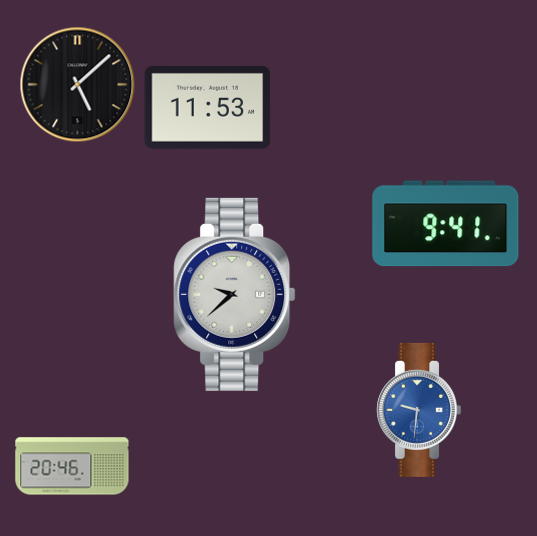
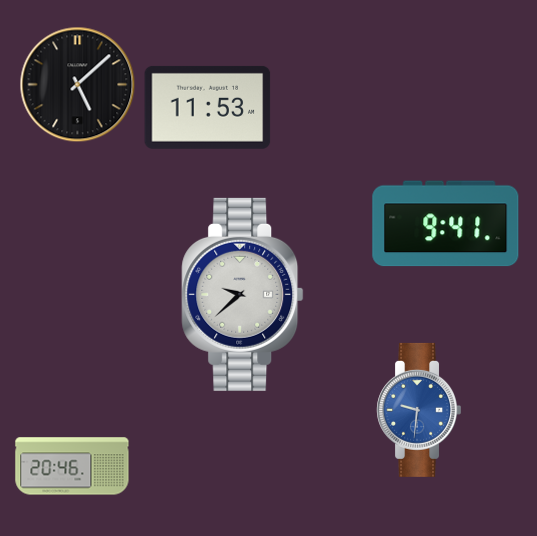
clock at (235, 294) position: (235, 294) -> (243, 294)
